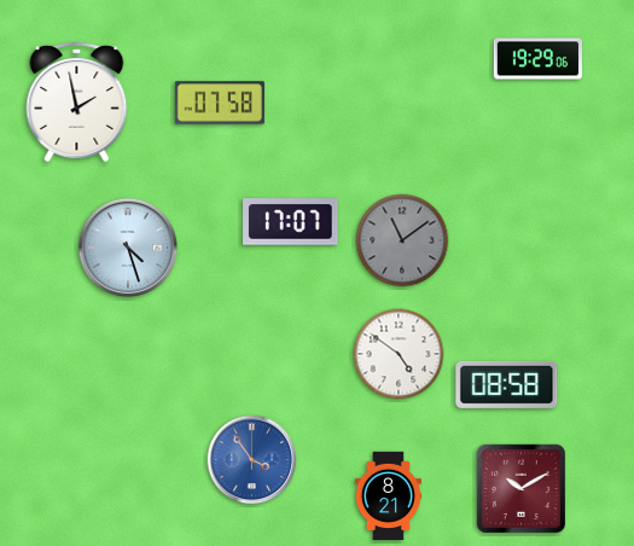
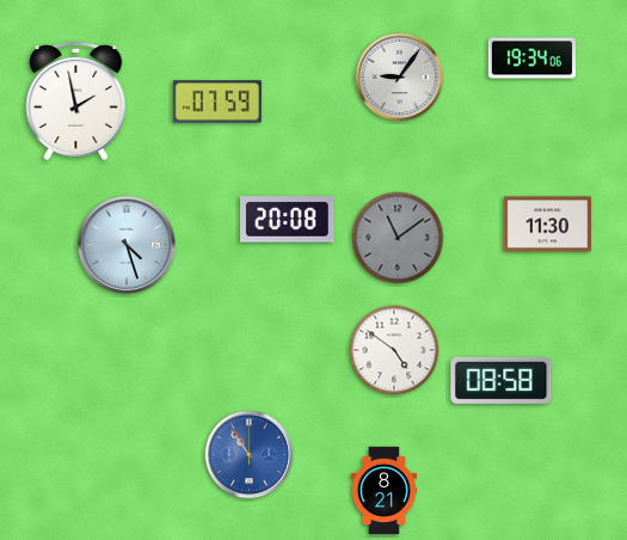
clock at (539, 59): 19:29 -> 19:34
clock at (400, 78): none -> 9:06
clock at (220, 103): 07:58 -> 07:59
clock at (291, 222): 17:07 -> 20:08
clock at (547, 225): none -> 11:30
clock at (252, 460): 3:54 -> 10:54
clock at (520, 488): 10:10 -> none
